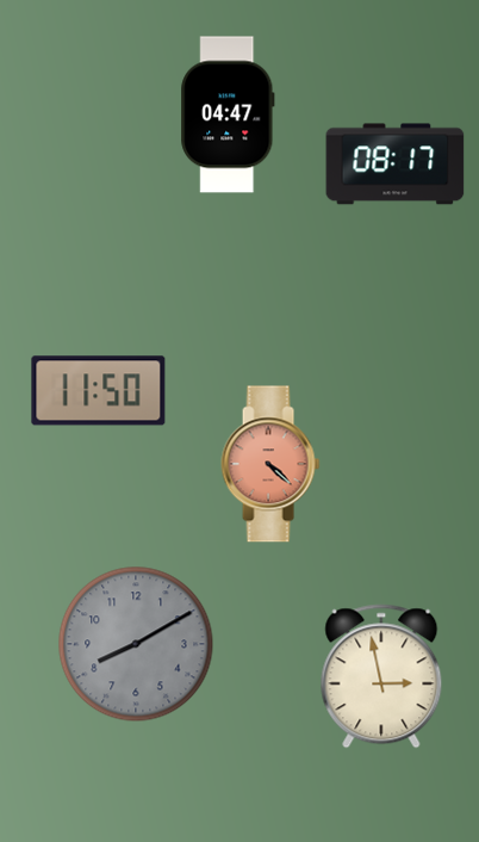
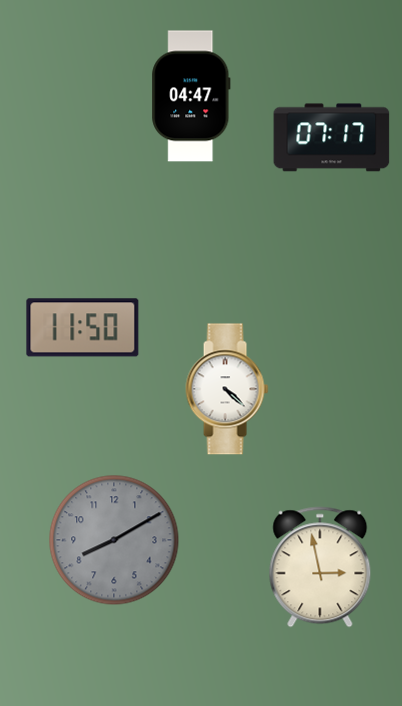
clock at (396, 165): 08:17 -> 07:17
clock at (270, 464) dial: salmon -> white
